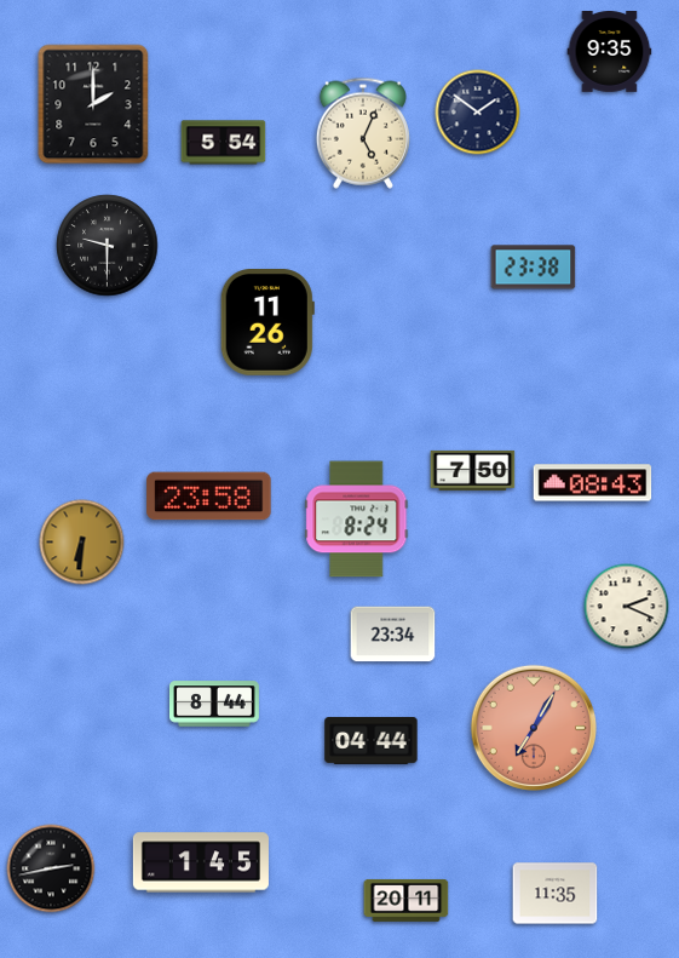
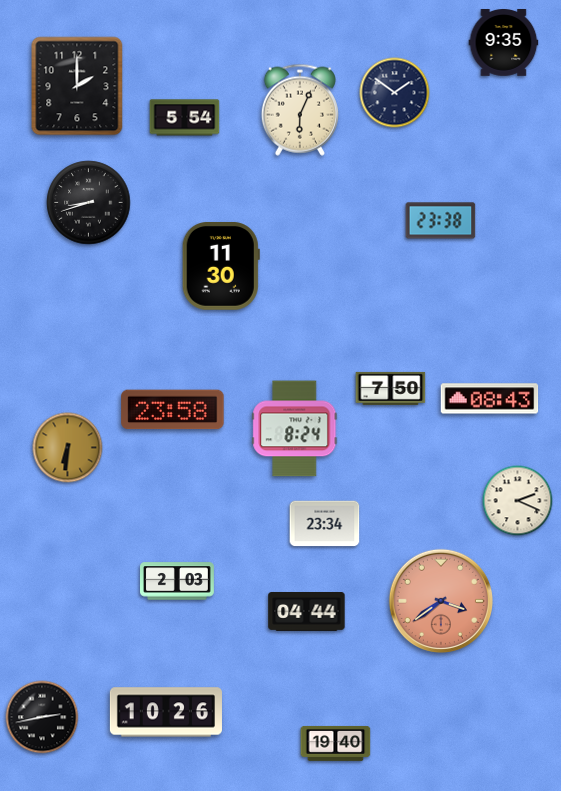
clock at (363, 133): 5:04 -> 6:04
clock at (108, 246): 9:30 -> 8:42
clock at (267, 323): 11:26 -> 11:30
clock at (215, 704): 8:44 -> 2:03
clock at (534, 728): 7:05 -> 3:39
clock at (201, 862): 1:45 -> 10:26
clock at (556, 894): 11:35 -> none
clock at (407, 900): 20:11 -> 19:40
